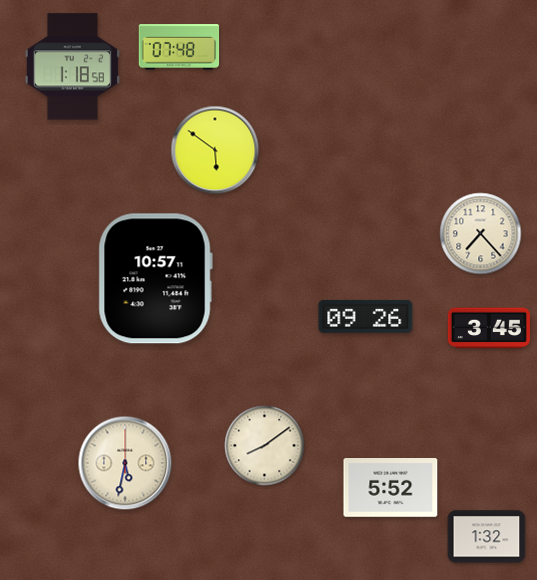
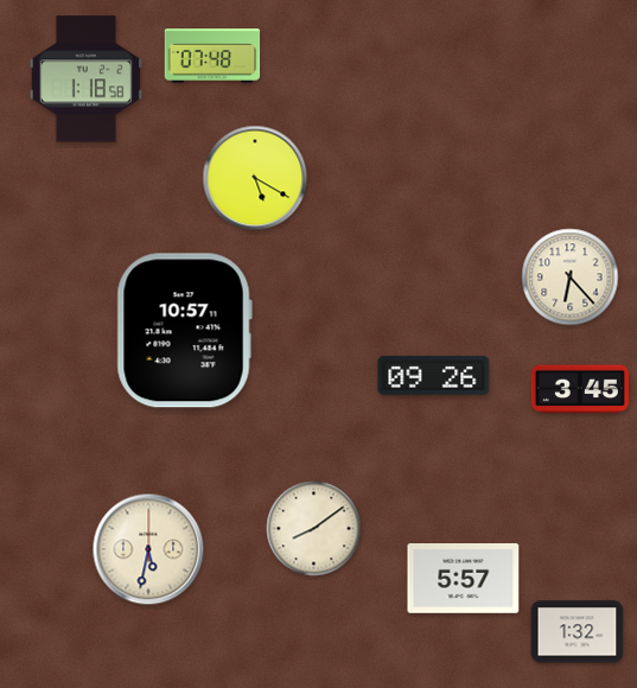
clock at (215, 150): 5:51 -> 5:20
clock at (481, 234): 7:23 -> 6:23
clock at (391, 488): 5:52 -> 5:57
clock at (487, 537) position: (487, 537) -> (578, 632)
